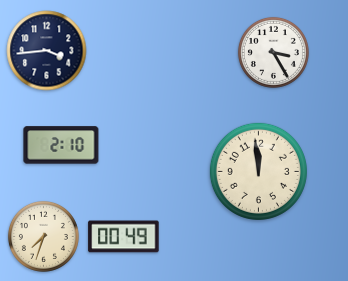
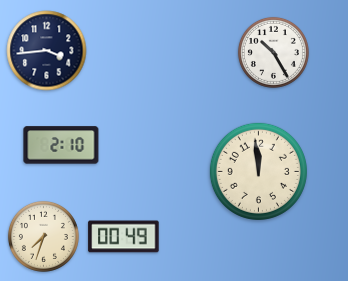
clock at (273, 52): 3:25 -> 10:25
